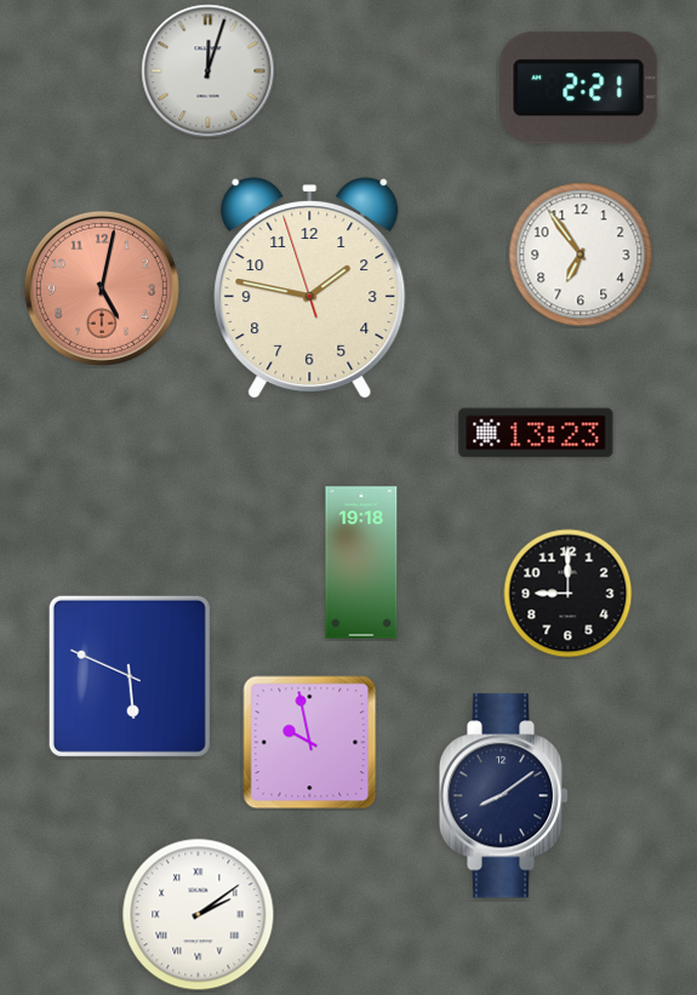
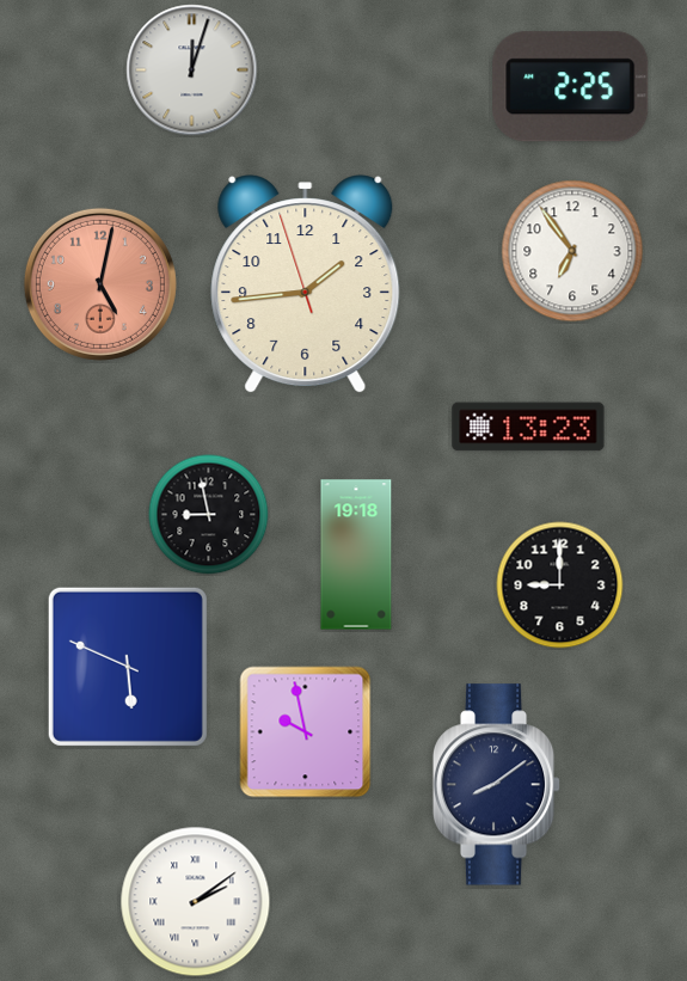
clock at (208, 72) position: (208, 72) -> (192, 70)
clock at (579, 88): 2:21 -> 2:25
clock at (310, 288): 1:46 -> 1:43
clock at (209, 515): none -> 8:58
